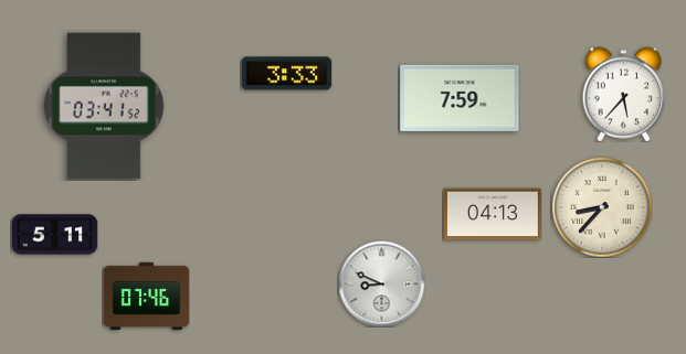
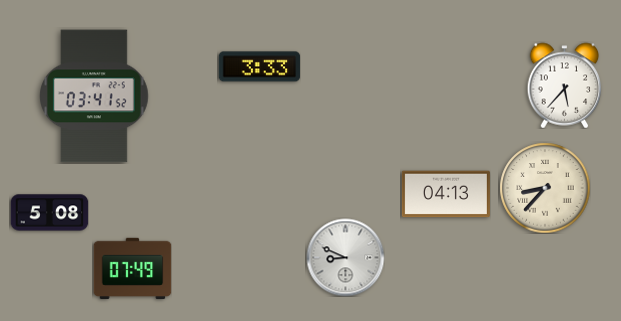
clock at (460, 98): 7:59 -> none
clock at (54, 235): 5:11 -> 5:08
clock at (146, 297): 07:46 -> 07:49
